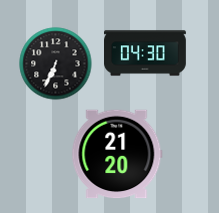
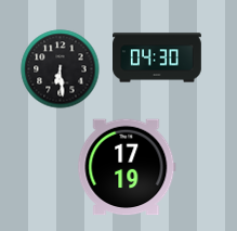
clock at (56, 64): 6:34 -> 6:29
clock at (117, 154): 21:20 -> 17:19
